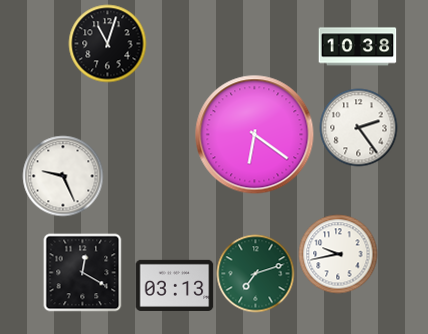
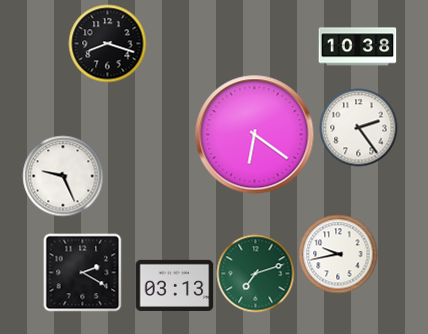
clock at (107, 43): 11:03 -> 8:18
clock at (82, 272): 12:20 -> 2:20
